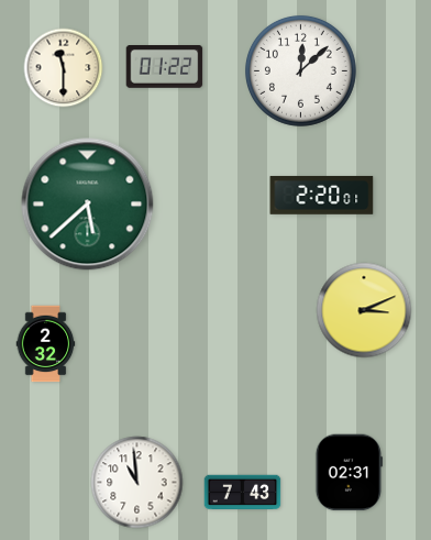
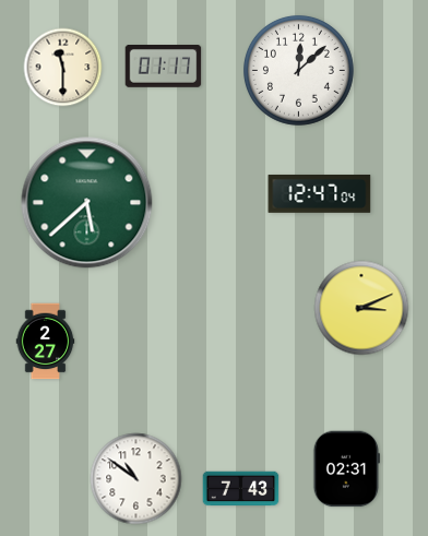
clock at (165, 67): 01:22 -> 01:17
clock at (322, 196): 2:20 -> 12:47
clock at (46, 344): 2:32 -> 2:27
clock at (137, 483): 10:59 -> 10:51
